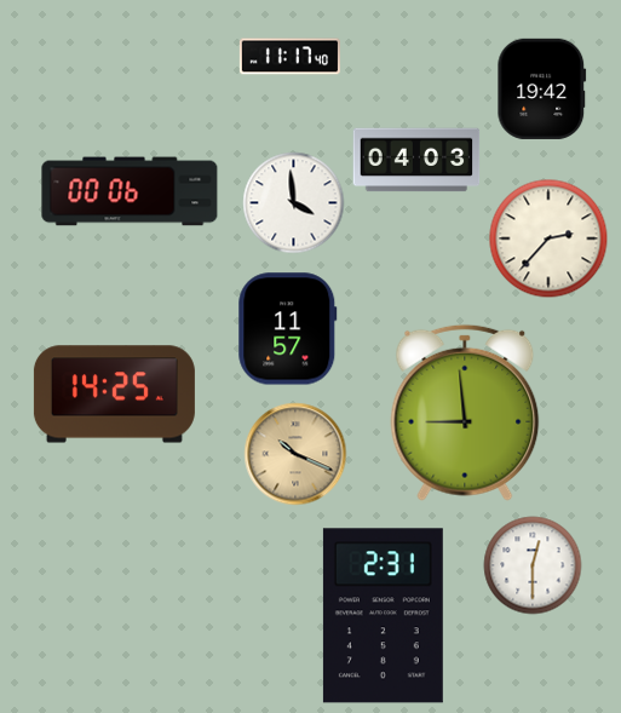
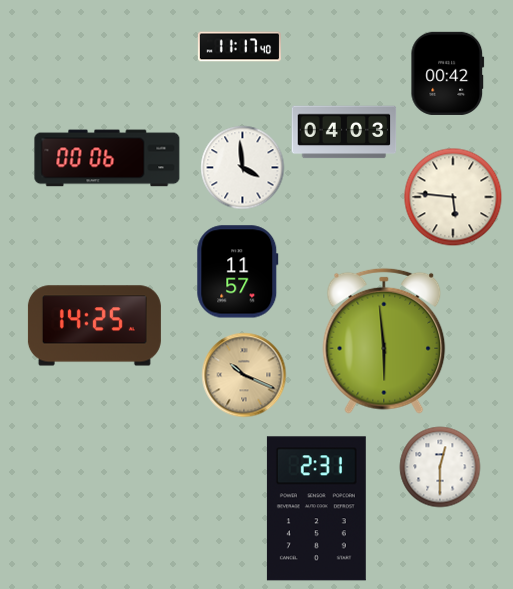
clock at (542, 88): 19:42 -> 00:42
clock at (548, 238): 2:37 -> 5:46
clock at (465, 413): 8:59 -> 5:59
